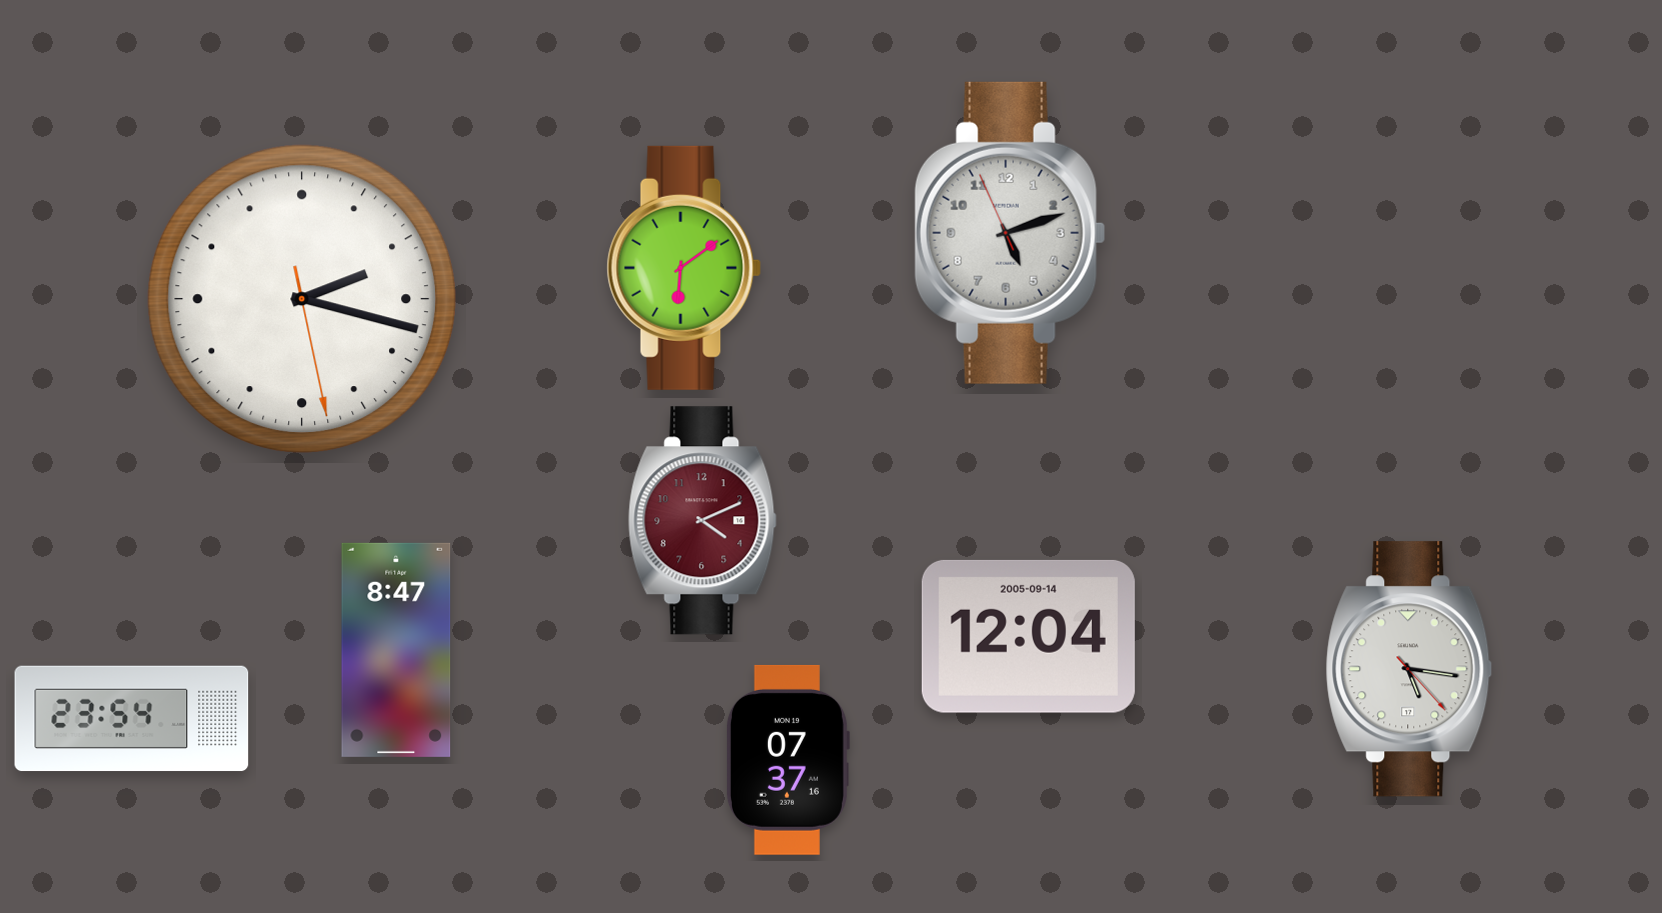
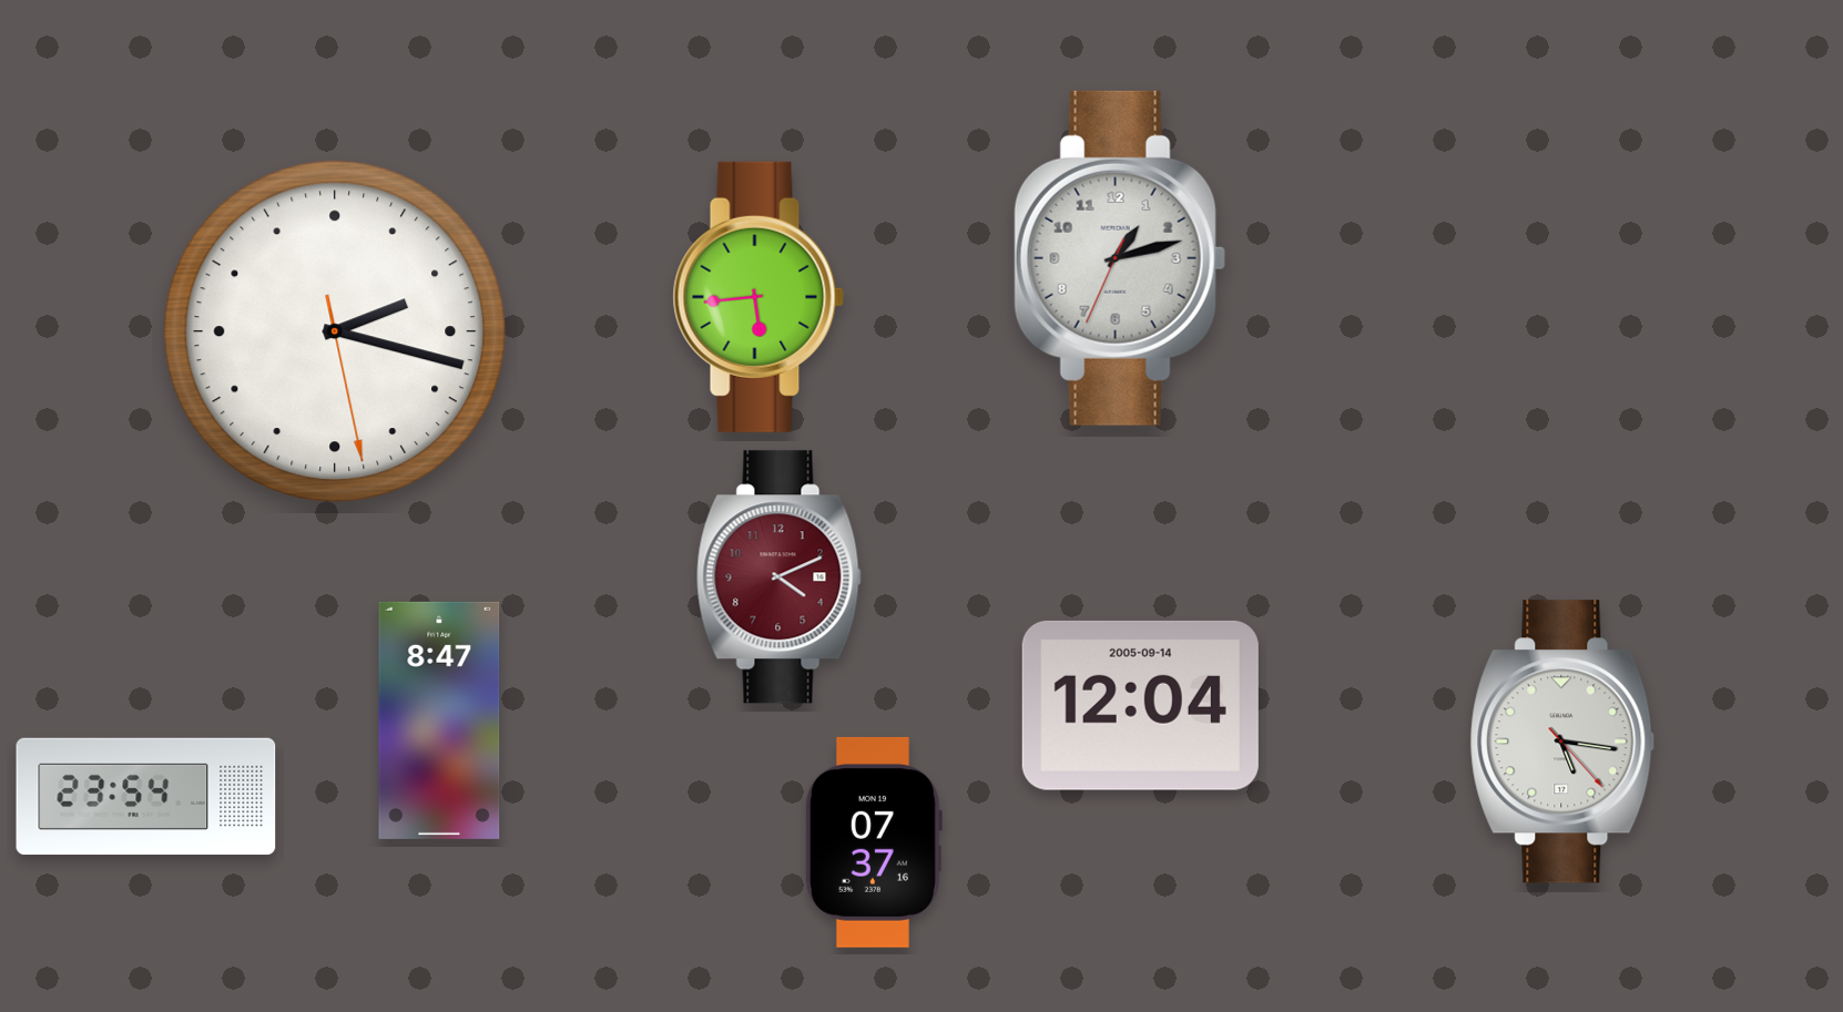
clock at (1010, 233): 5:11 -> 1:12
clock at (684, 268): 6:09 -> 5:44
